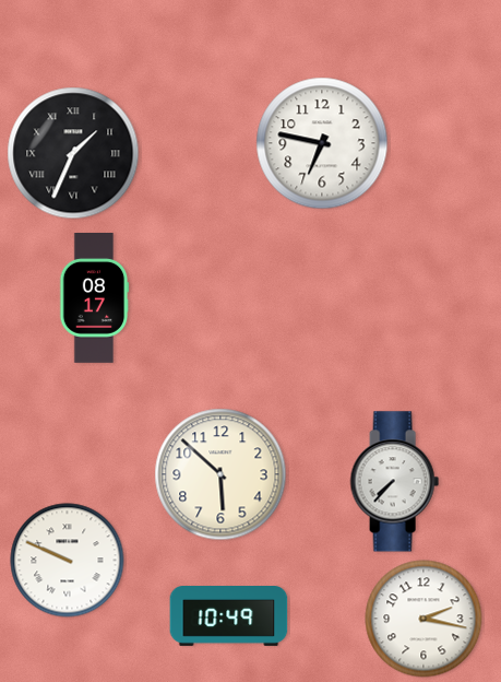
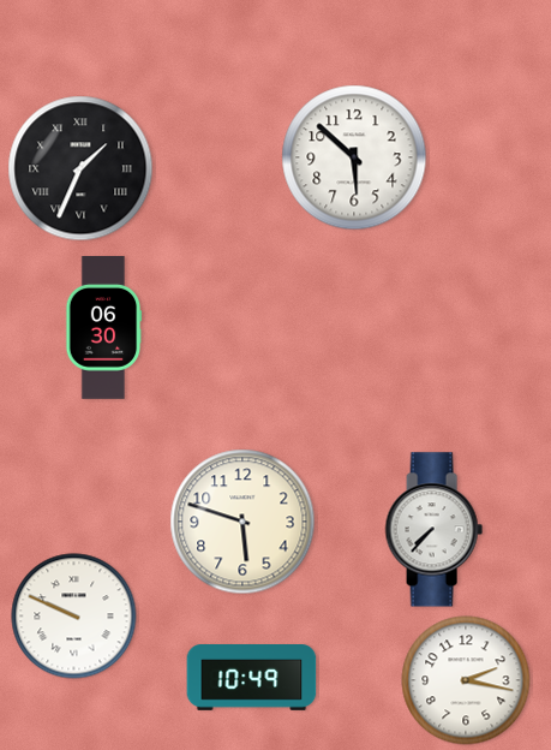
clock at (322, 143): 6:47 -> 5:52
clock at (94, 298): 08:17 -> 06:30
clock at (220, 474): 5:52 -> 5:48
